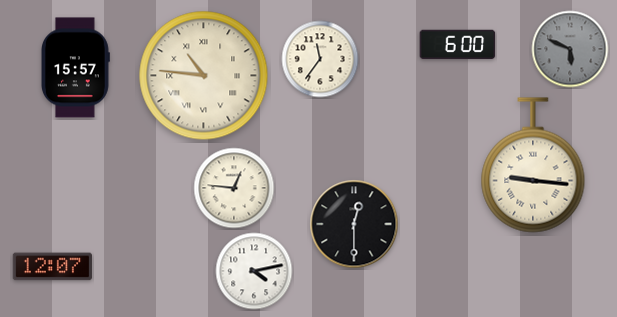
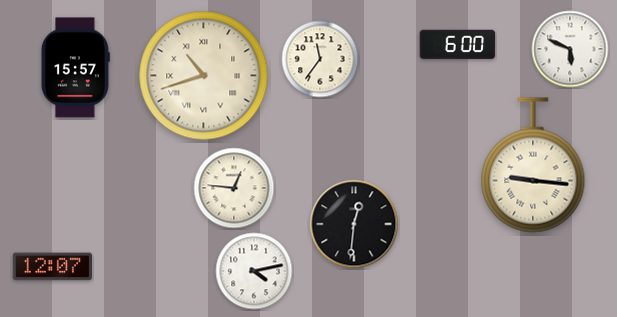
clock at (570, 49) dial: grey -> white
clock at (204, 76): 10:46 -> 10:42
clock at (354, 224): 12:30 -> 12:31
